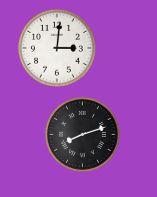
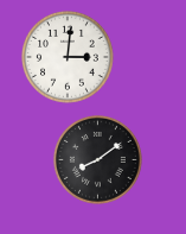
clock at (82, 134): 8:12 -> 8:09
